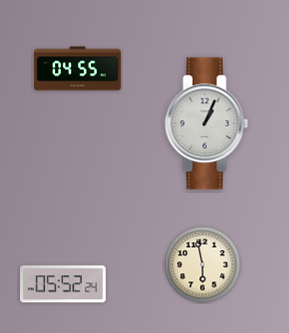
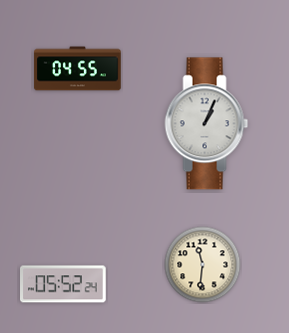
clock at (203, 265): 5:58 -> 11:31
